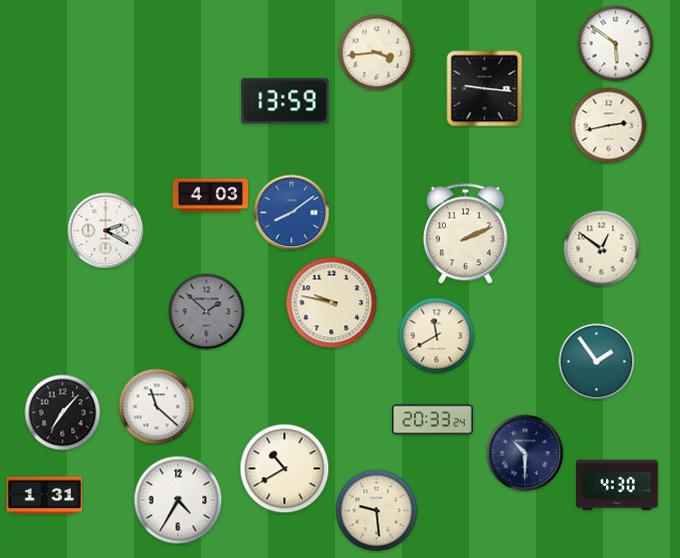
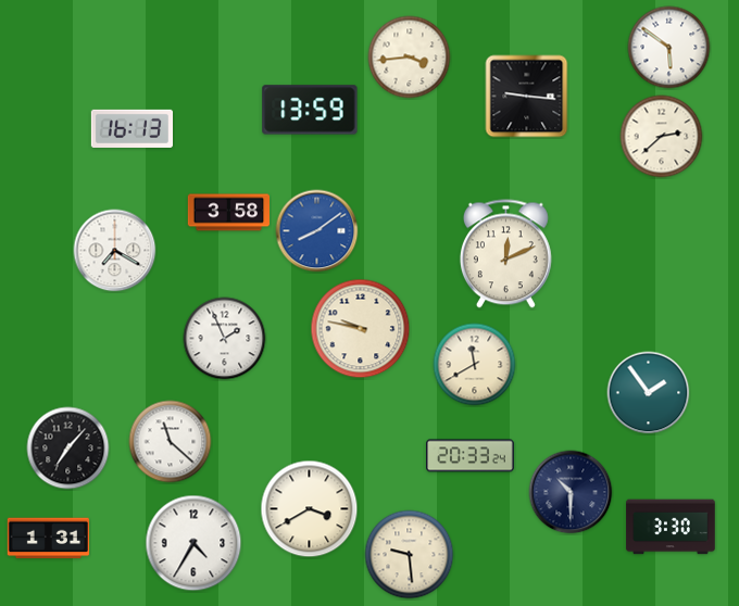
clock at (131, 128): none -> 16:13
clock at (609, 126): 2:43 -> 2:38
clock at (210, 196): 4:03 -> 3:58
clock at (106, 231): 2:20 -> 7:20
clock at (465, 234): 2:11 -> 12:11
clock at (602, 249): 12:51 -> none
clock at (207, 312): 1:52 -> 1:56
clock at (207, 312) dial: grey -> white
clock at (285, 469): 10:40 -> 3:40
clock at (617, 485): 4:30 -> 3:30
